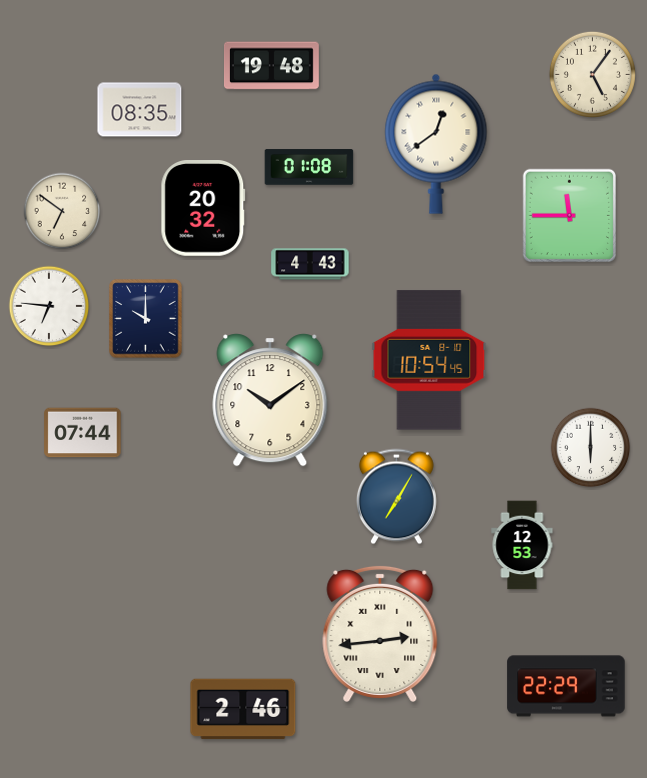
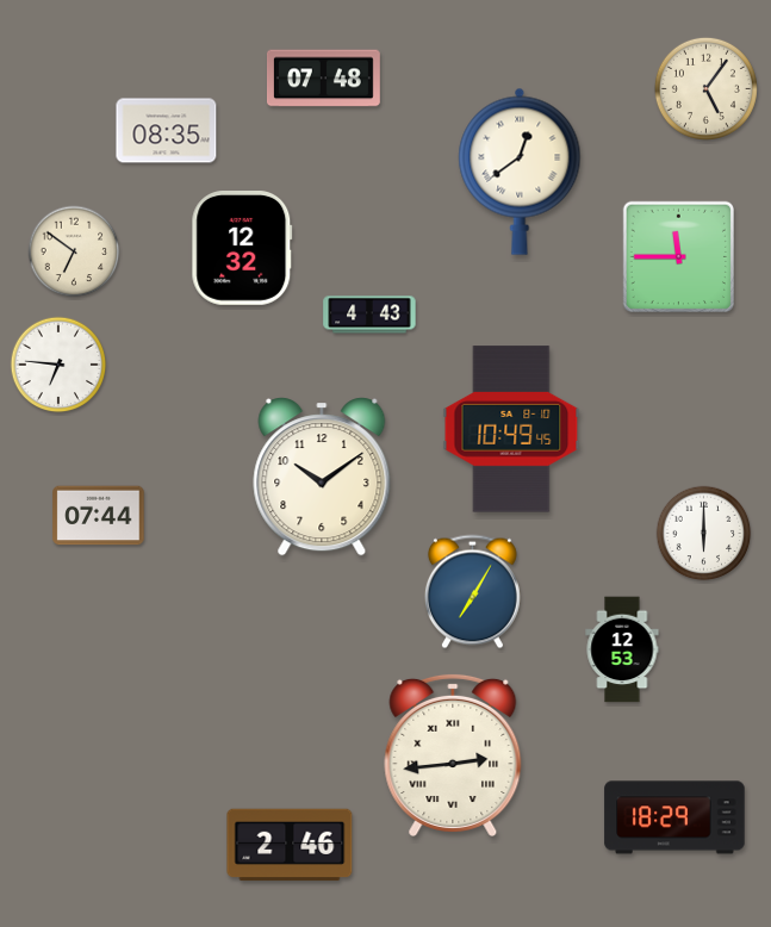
clock at (272, 66): 19:48 -> 07:48
clock at (309, 167): 01:08 -> none
clock at (203, 209): 20:32 -> 12:32
clock at (146, 319): 10:00 -> none
clock at (429, 360): 10:54 -> 10:49
clock at (566, 686): 22:29 -> 18:29
